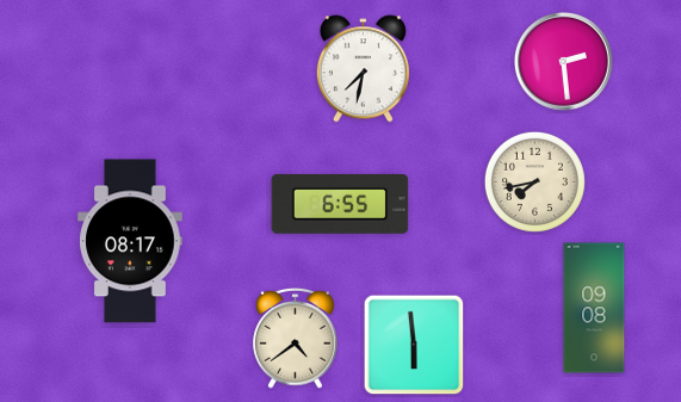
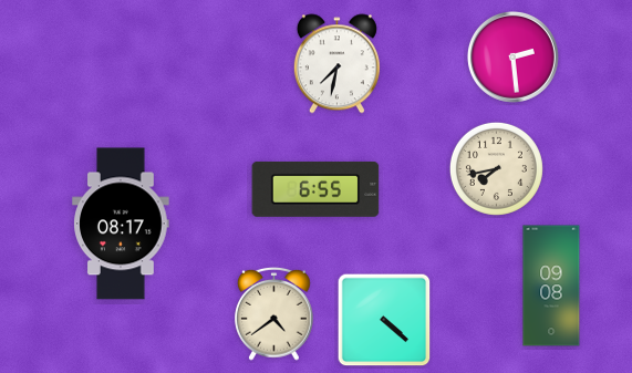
clock at (564, 62) position: (564, 62) -> (514, 58)
clock at (414, 345): 5:59 -> 4:22
